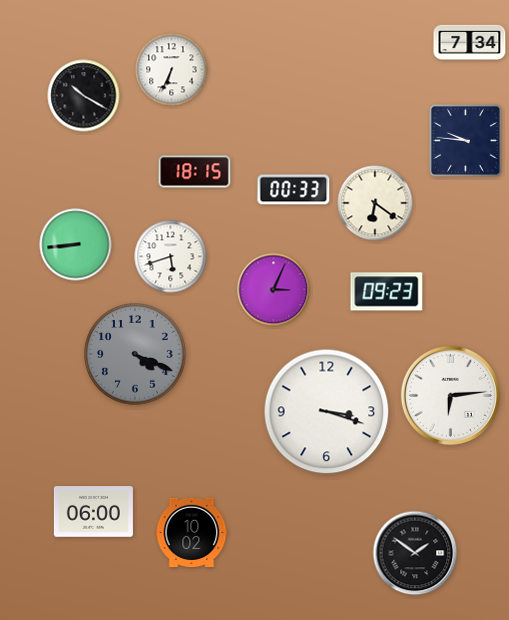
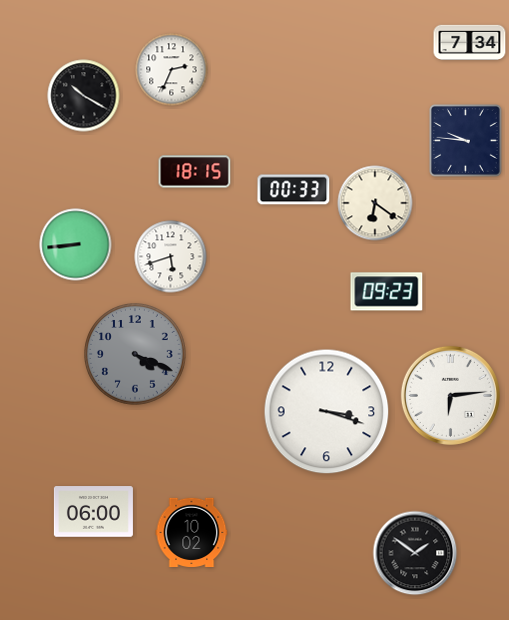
clock at (172, 70): 6:34 -> 2:34
clock at (274, 290): 3:04 -> none
